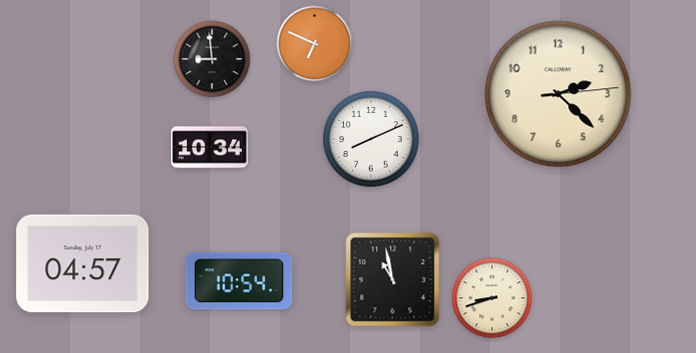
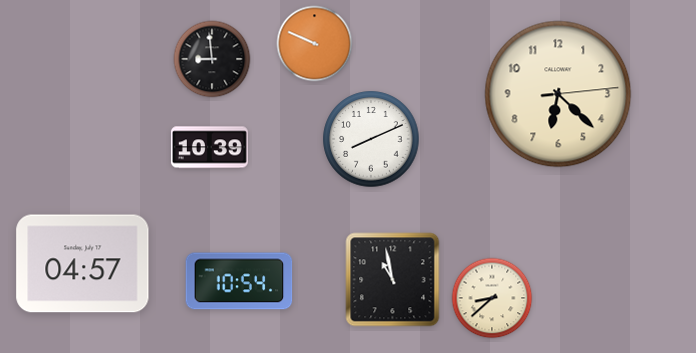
clock at (315, 44): 6:49 -> 9:49
clock at (558, 94): 2:22 -> 6:22
clock at (209, 148): 10:34 -> 10:39
clock at (492, 298): 8:42 -> 8:38
